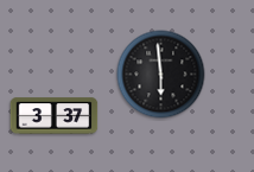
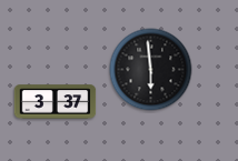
clock at (55, 116) position: (55, 116) -> (56, 102)
